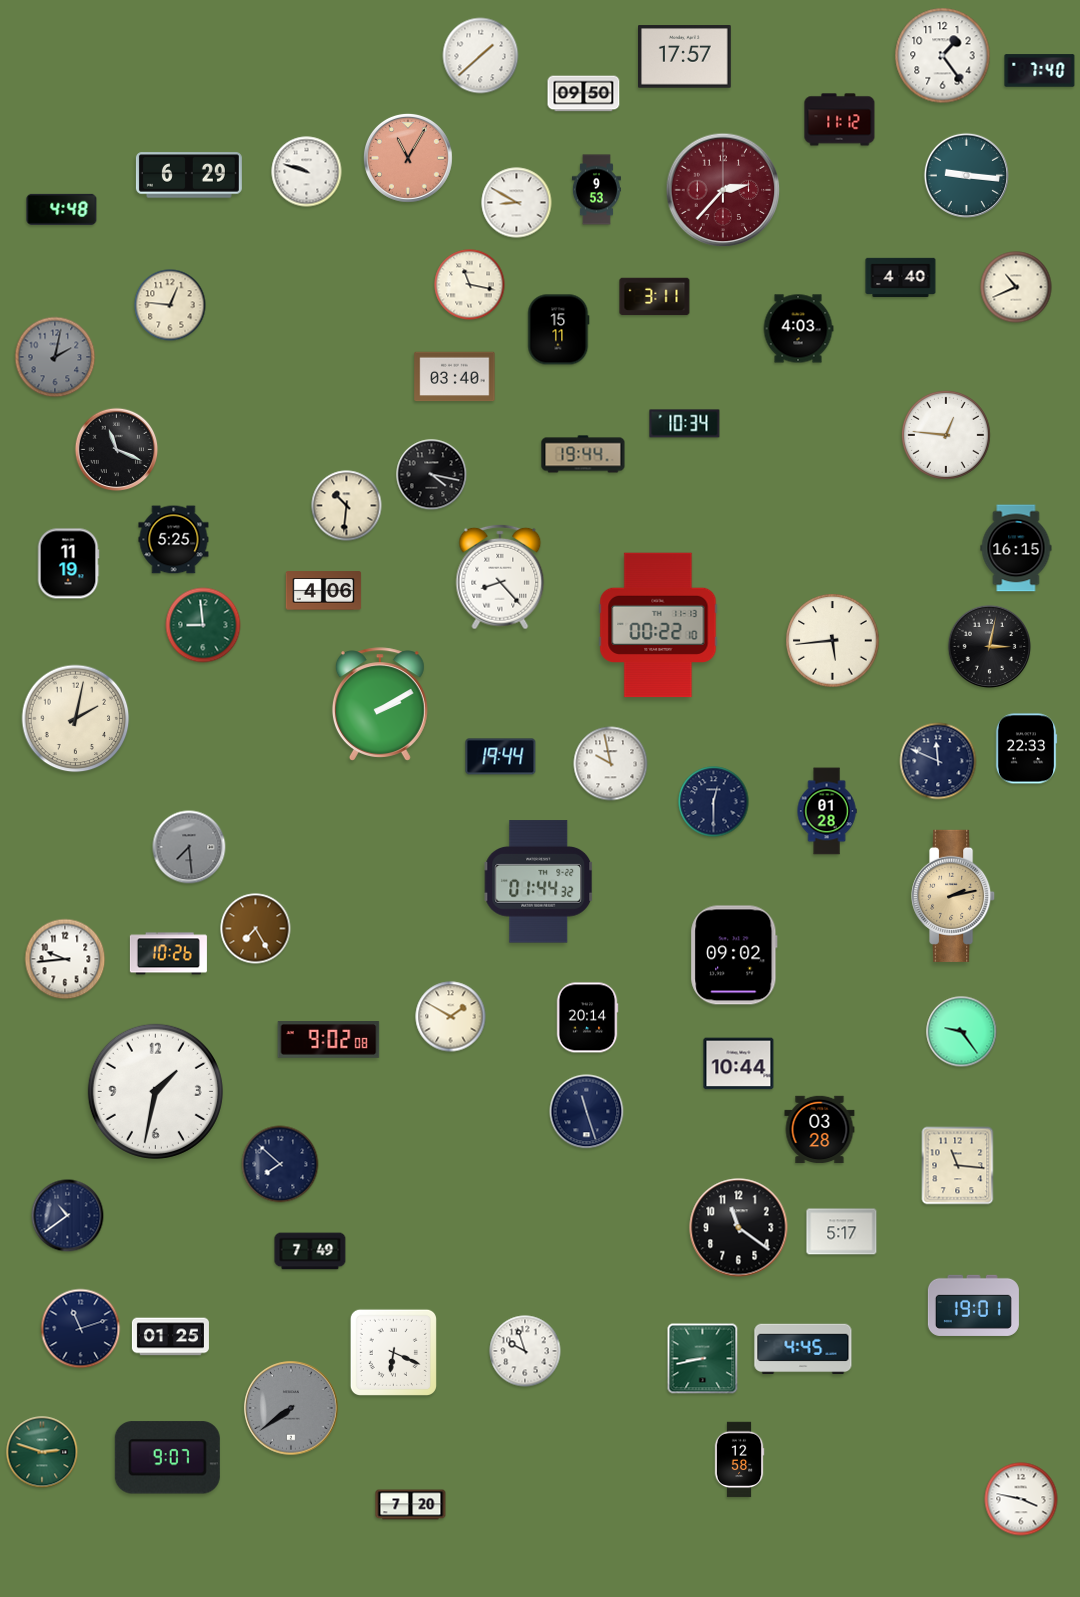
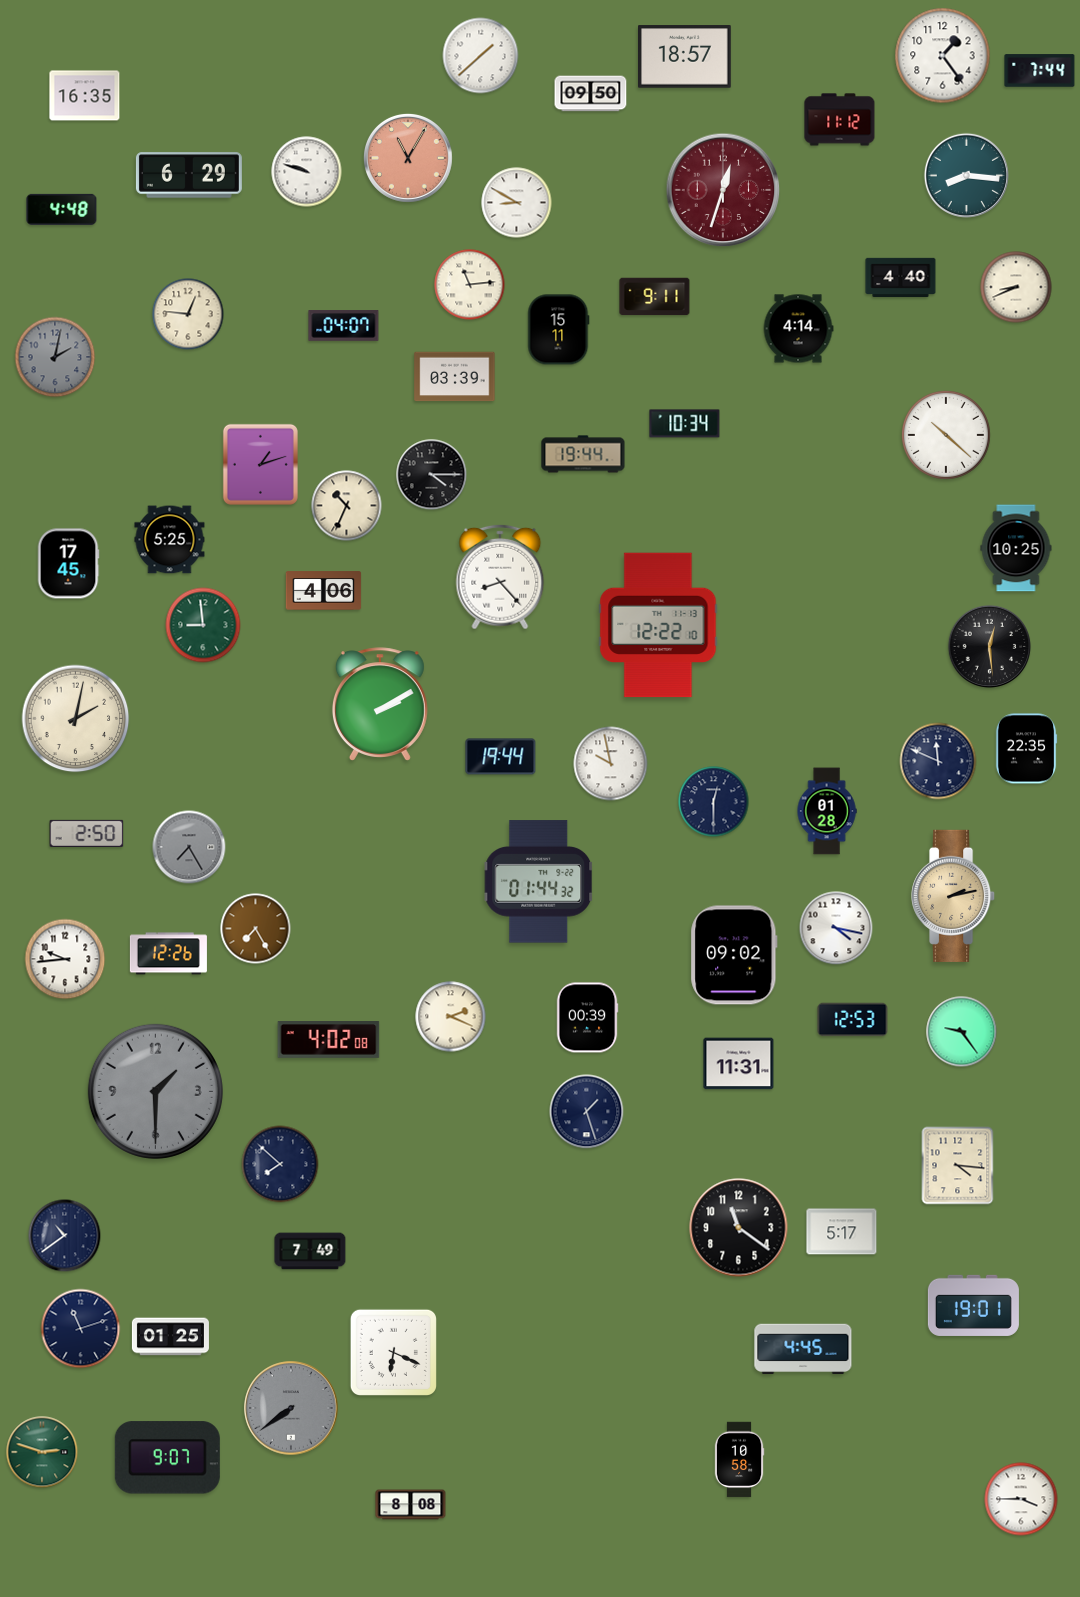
clock at (685, 57): 17:57 -> 18:57
clock at (1040, 71): 7:40 -> 7:44
clock at (584, 94) position: (584, 94) -> (591, 94)
clock at (85, 96): none -> 16:35
clock at (966, 175): 9:16 -> 8:16
clock at (596, 190): 9:53 -> none
clock at (723, 190): 2:37 -> 12:33
clock at (470, 285): 11:17 -> 11:14
clock at (1016, 287): 10:41 -> 8:41
clock at (655, 297): 3:11 -> 9:11
clock at (170, 305) position: (170, 305) -> (188, 314)
clock at (344, 326): none -> 04:07
clock at (798, 329): 4:03 -> 4:14
clock at (455, 377): 03:40 -> 03:39
clock at (946, 435): 12:46 -> 10:22
clock at (117, 450): 11:19 -> none
clock at (260, 464): none -> 1:12
clock at (432, 475): 4:17 -> 4:15
clock at (347, 506): 10:31 -> 10:34
clock at (174, 540) position: (174, 540) -> (170, 540)
clock at (1016, 548): 16:15 -> 10:25
clock at (68, 564): 11:19 -> 17:45
clock at (658, 625): 00:22 -> 12:22
clock at (833, 641): 5:44 -> none
clock at (990, 647): 3:02 -> 12:29
clock at (1026, 749): 22:33 -> 22:35
clock at (87, 833): none -> 2:50
clock at (189, 847): 7:29 -> 7:25
clock at (836, 928): none -> 4:17
clock at (168, 954): 10:26 -> 12:26
clock at (451, 1017): 1:50 -> 2:19
clock at (587, 1018): 20:14 -> 00:39
clock at (853, 1020): none -> 12:53
clock at (329, 1040): 9:02 -> 4:02
clock at (739, 1064): 10:44 -> 11:31
clock at (155, 1091): 1:32 -> 1:30
clock at (155, 1091) dial: white -> grey
clock at (587, 1112): 11:27 -> 1:27
clock at (820, 1130): 03:28 -> none
clock at (958, 1166): 11:16 -> 4:16
clock at (68, 1216) position: (68, 1216) -> (65, 1236)
clock at (525, 1351): 9:57 -> none
clock at (703, 1359): 8:43 -> none
clock at (739, 1460): 12:58 -> 10:58
clock at (1021, 1499): 3:47 -> 3:45
clock at (411, 1505): 7:20 -> 8:08
